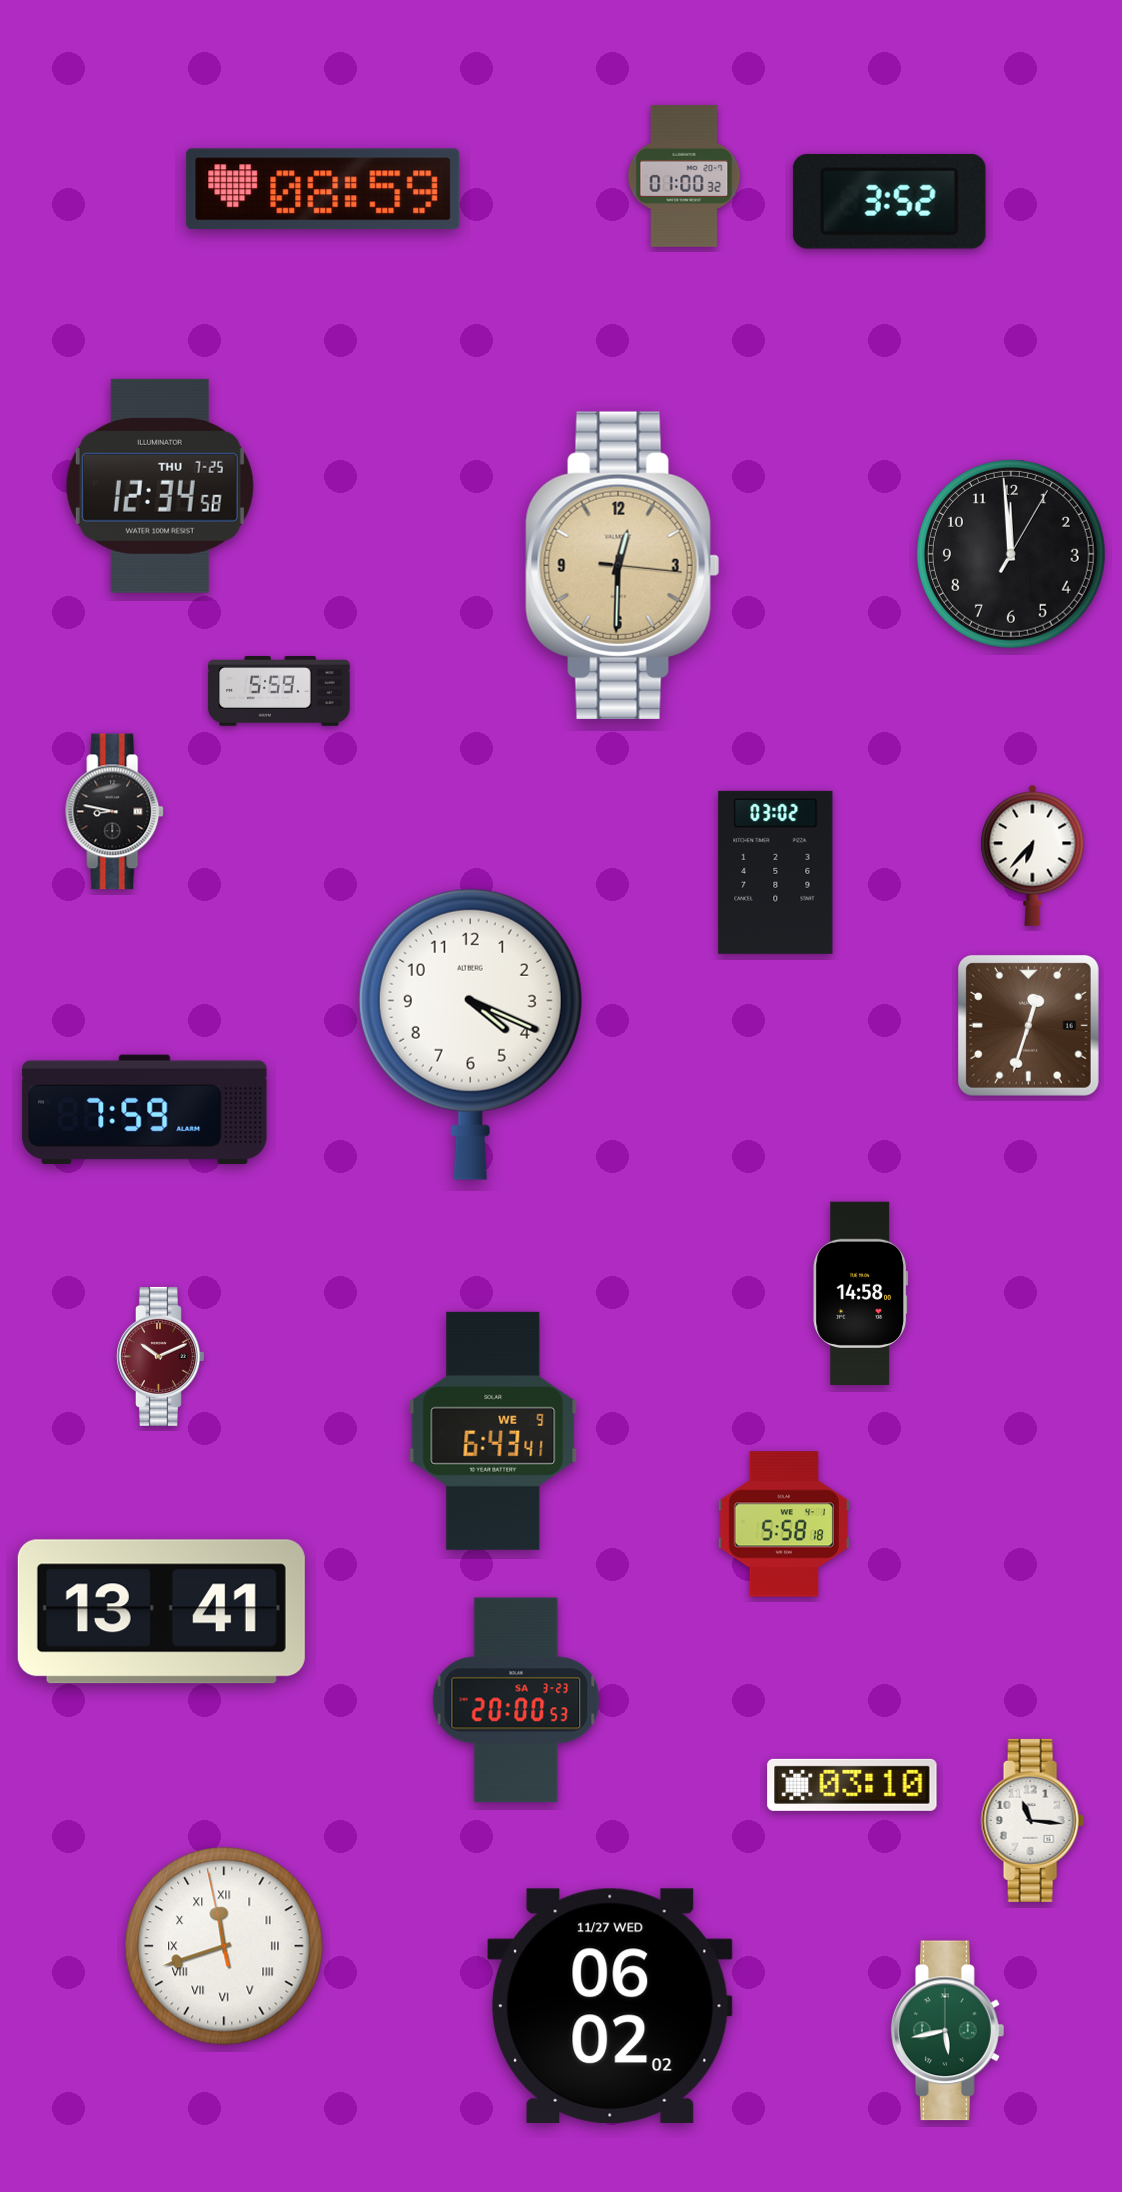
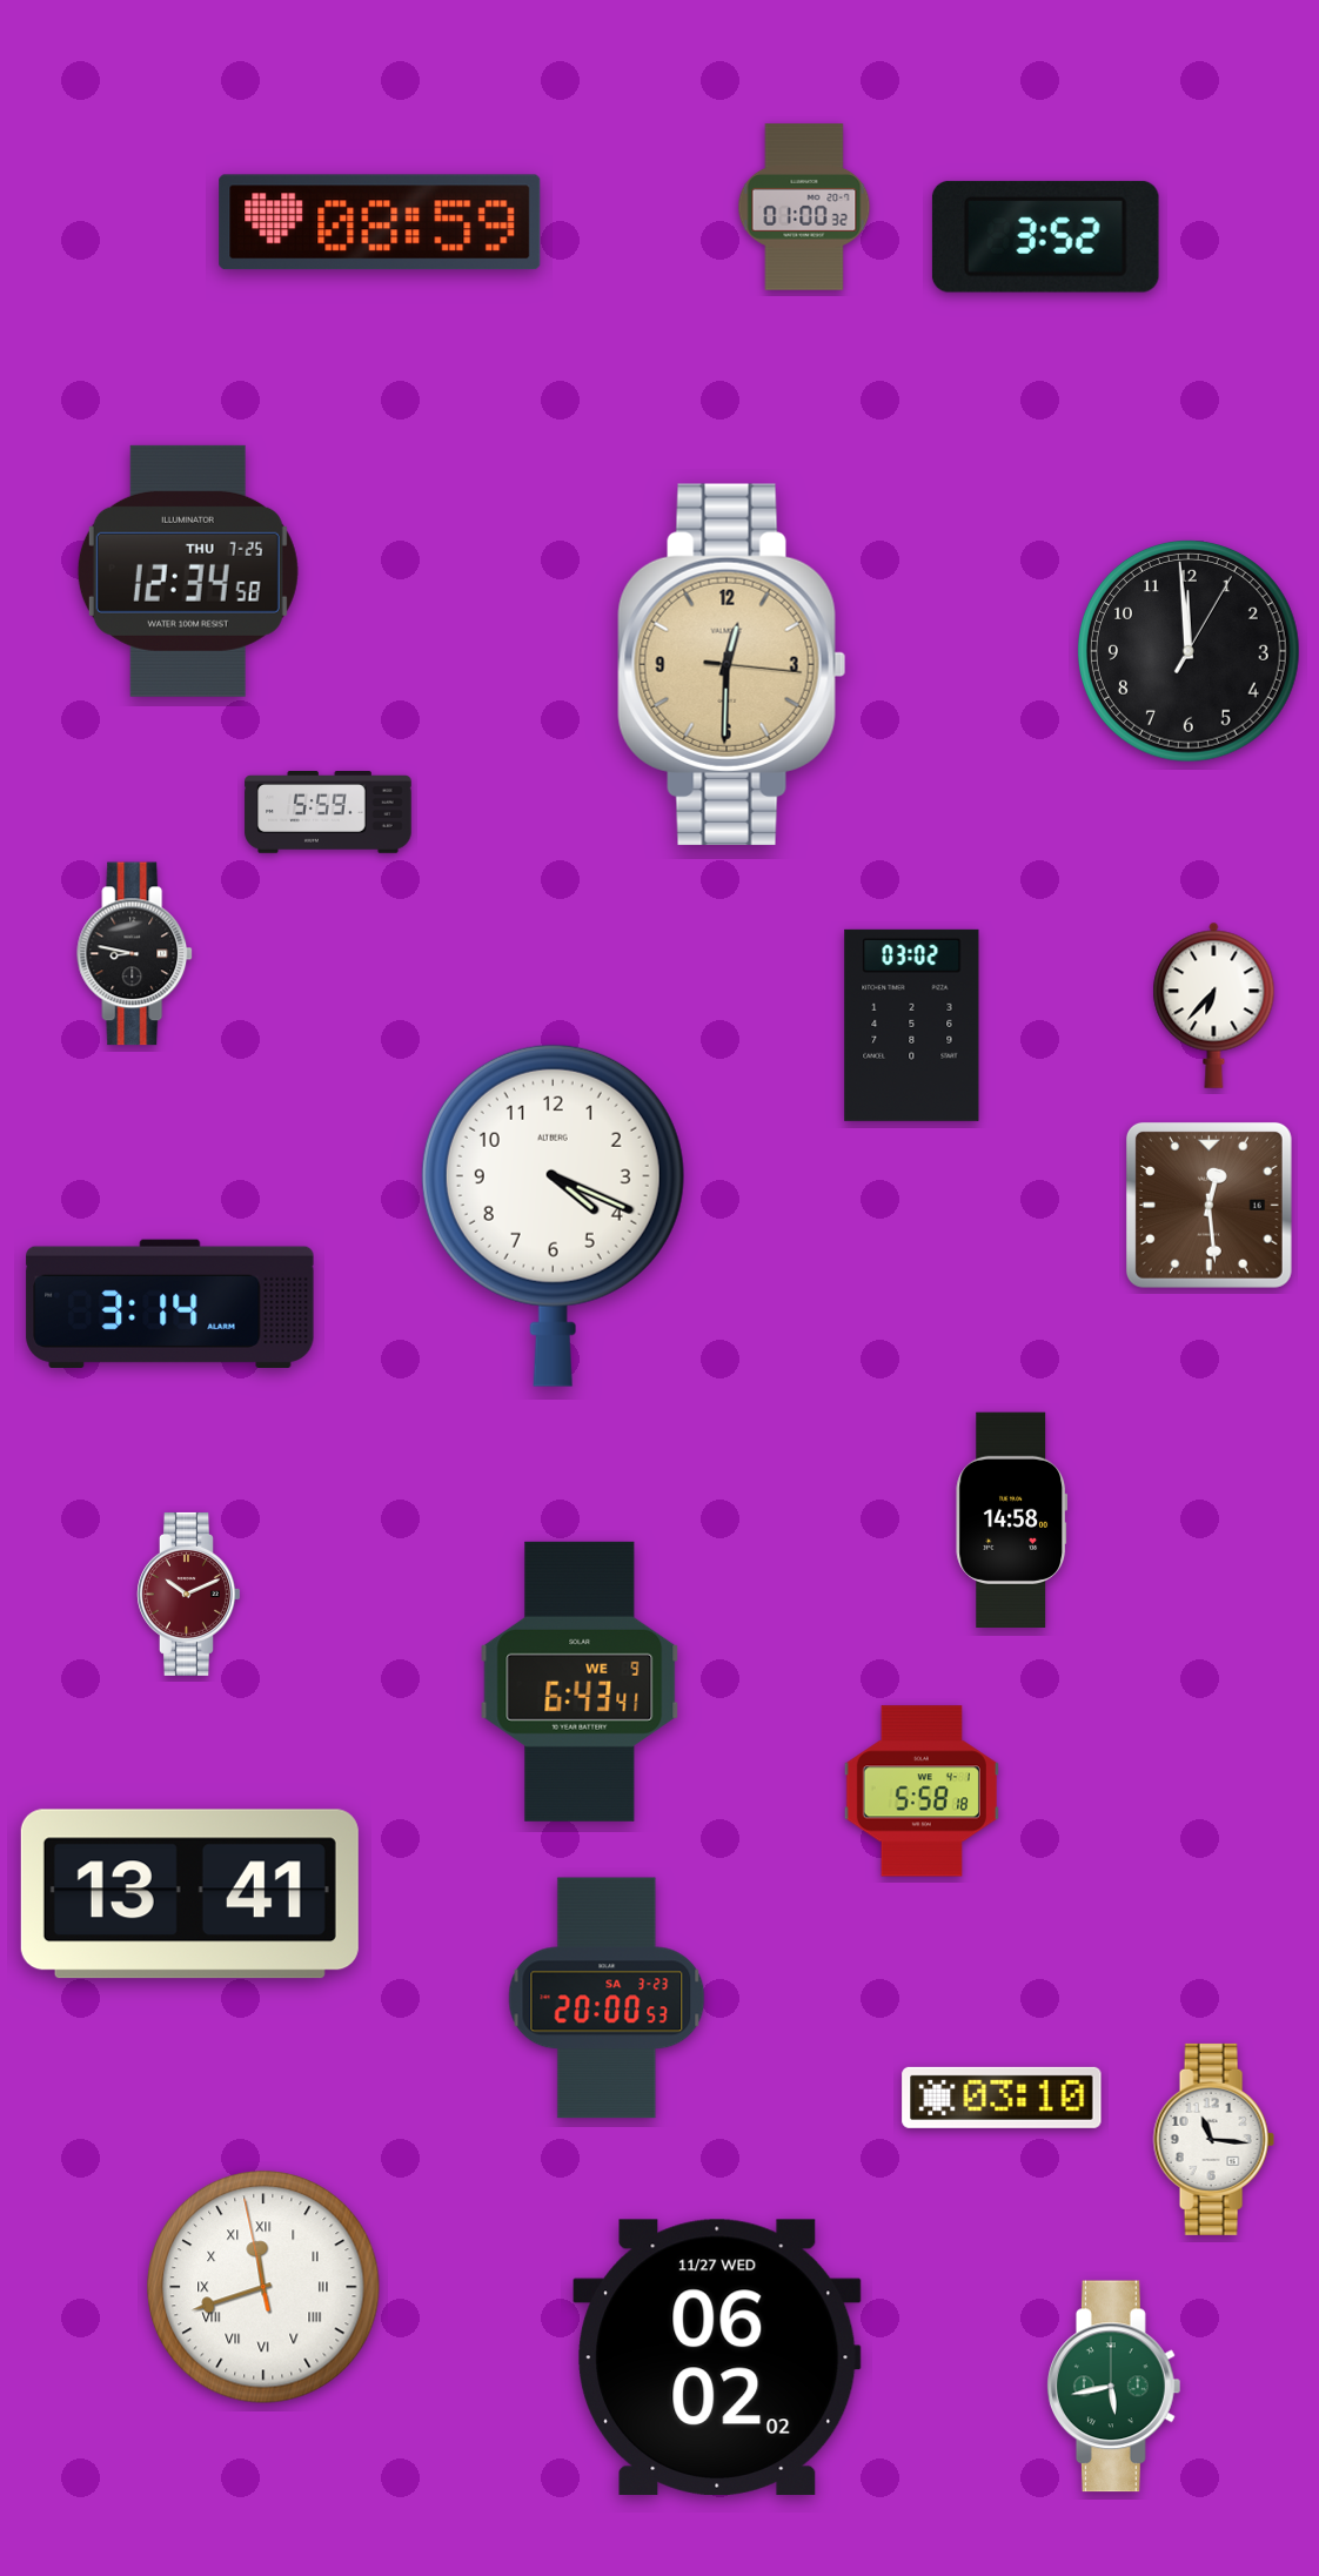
clock at (1028, 1025): 12:33 -> 12:29
clock at (145, 1109): 7:59 -> 3:14
